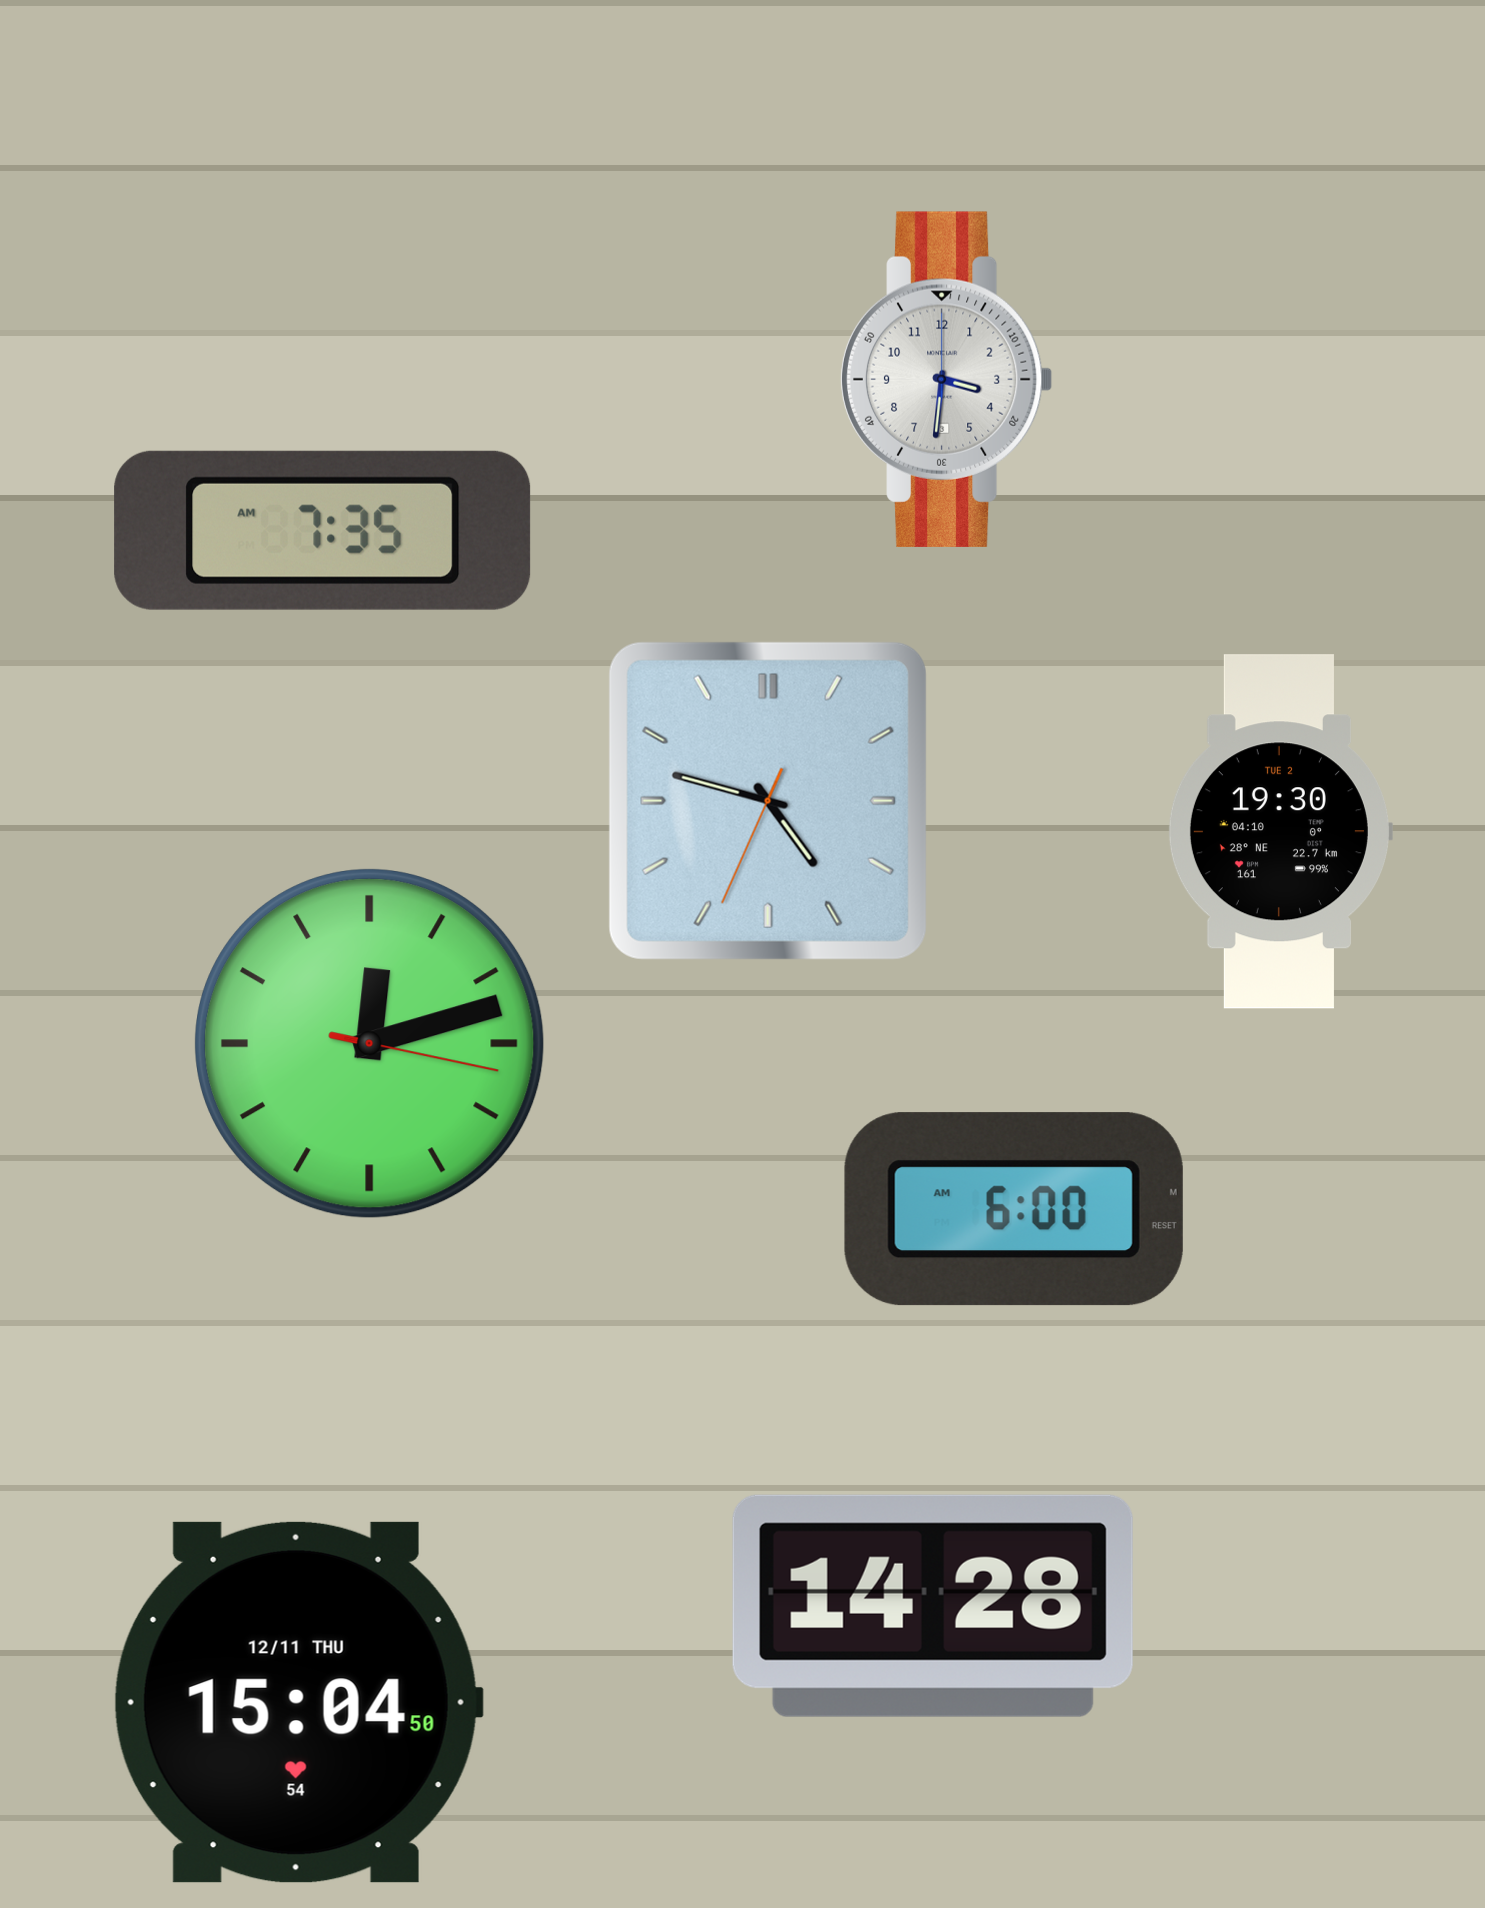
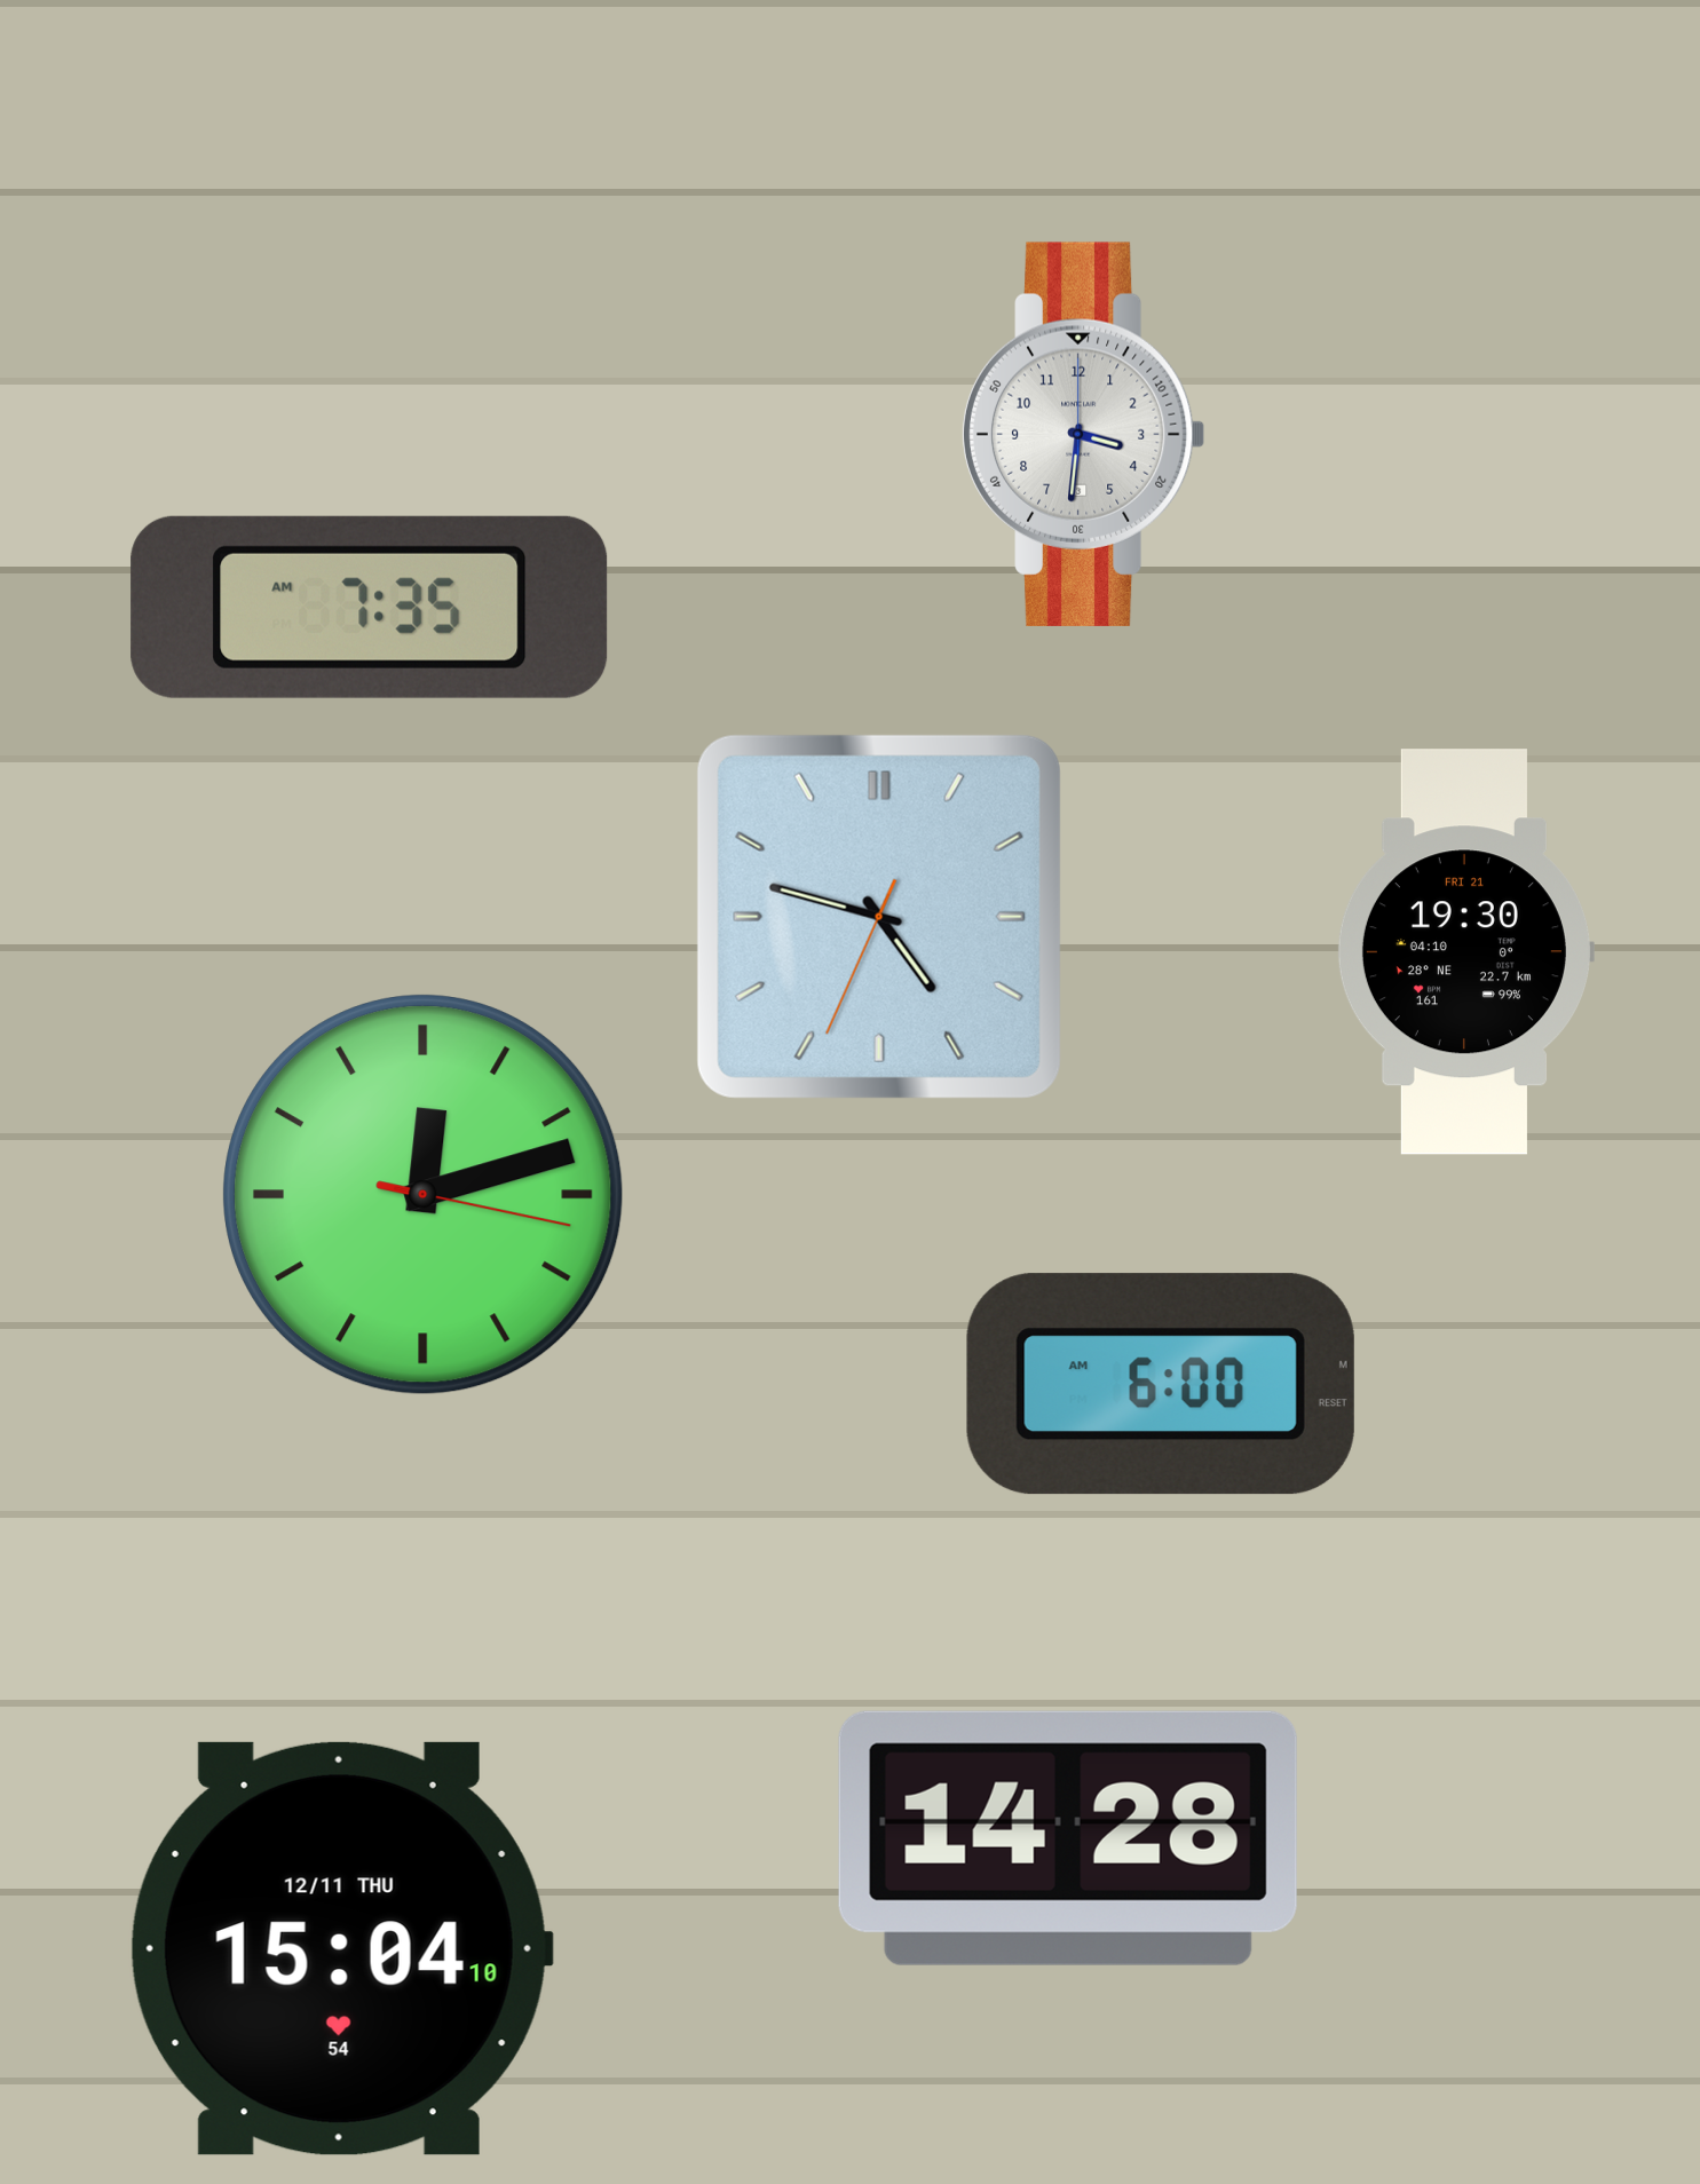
clock at (1280, 832) date: TUE 2 -> FRI 21
clock at (298, 1702): 15:04:50 -> 15:04:10
